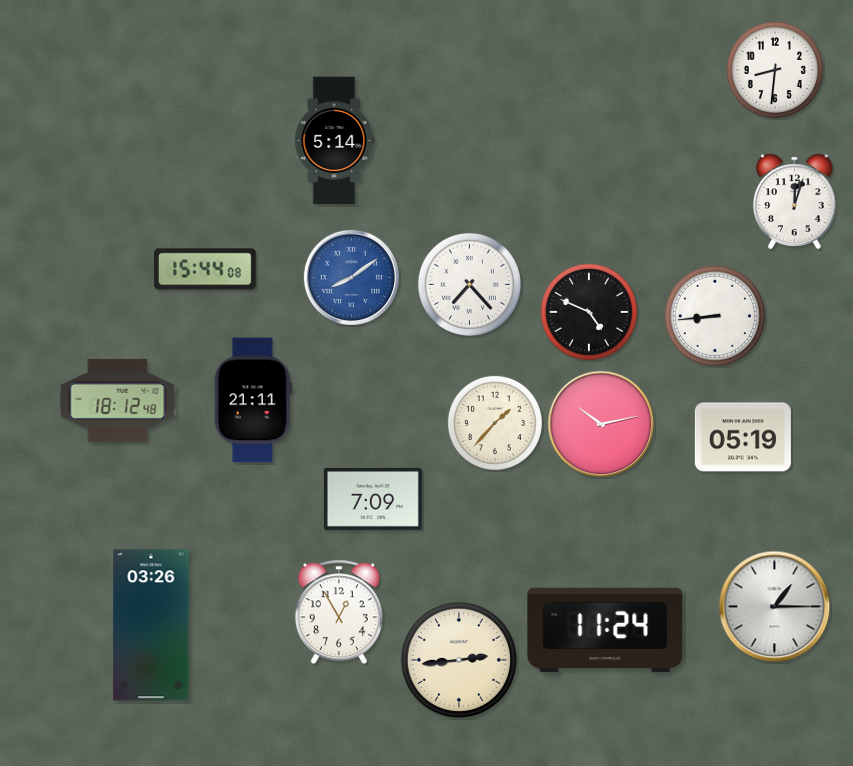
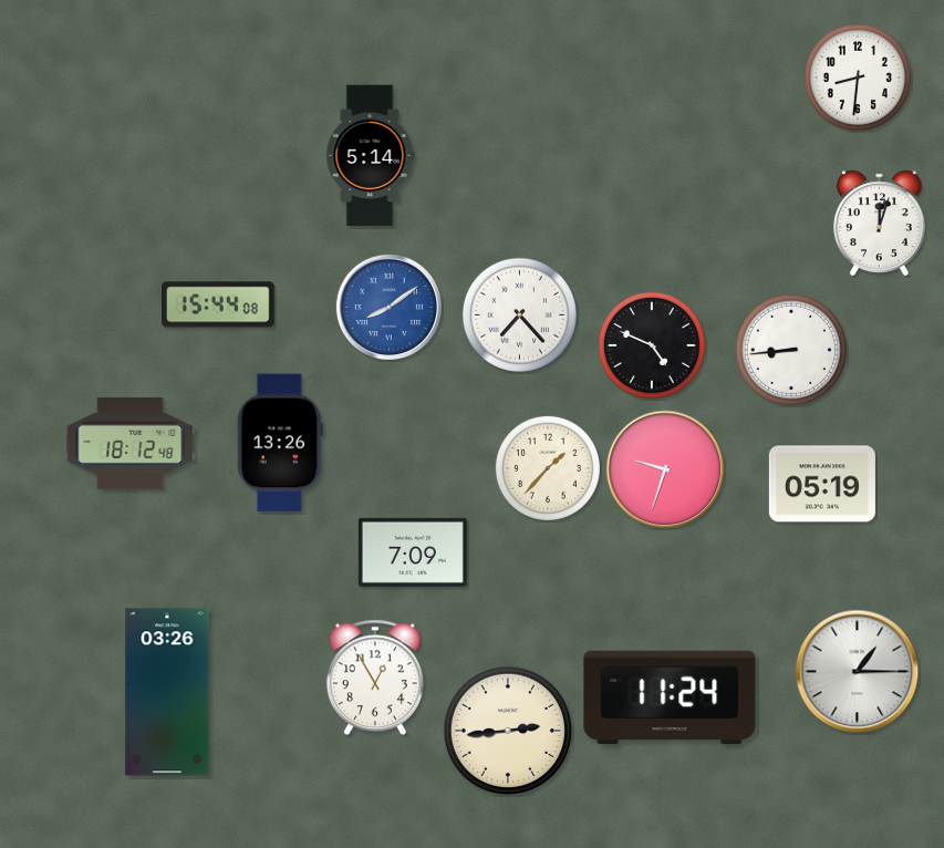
clock at (206, 269) position: (206, 269) -> (219, 304)
clock at (253, 400): 21:11 -> 13:26
clock at (601, 424): 10:13 -> 9:33
